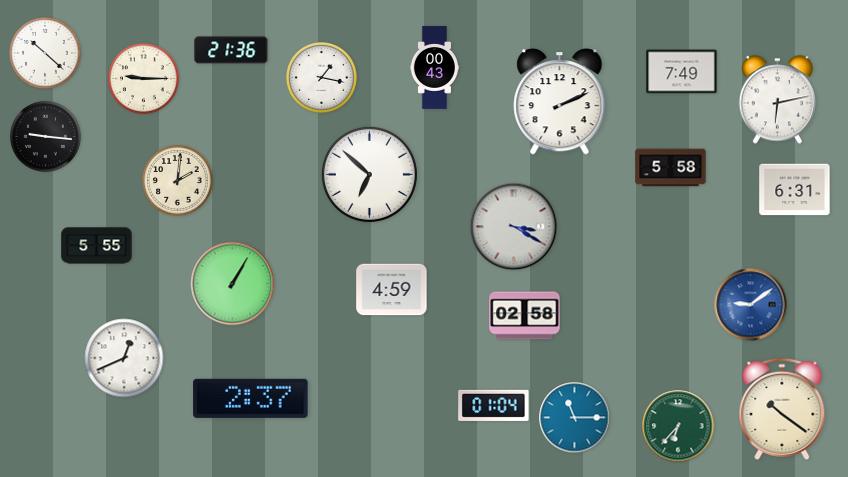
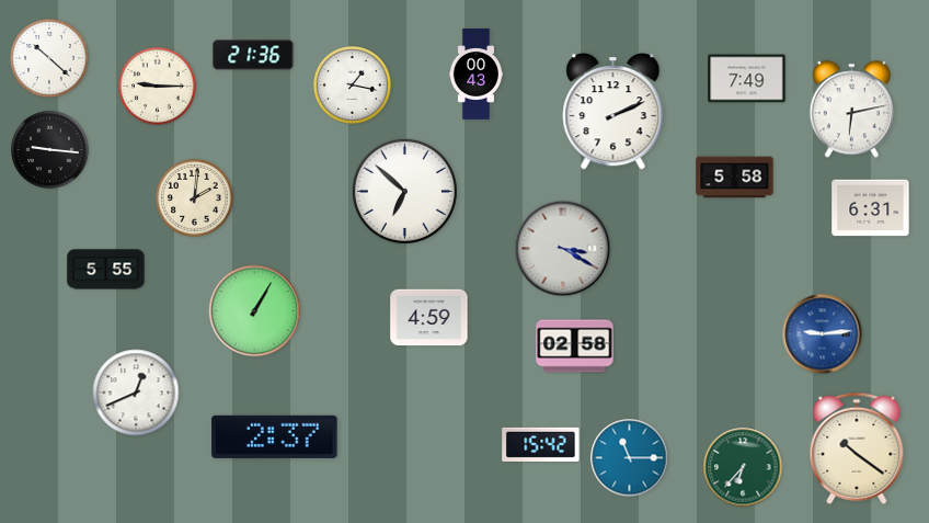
clock at (671, 168) position: (671, 168) -> (735, 178)
clock at (751, 305): 9:09 -> 9:14
clock at (494, 405): 01:04 -> 15:42
